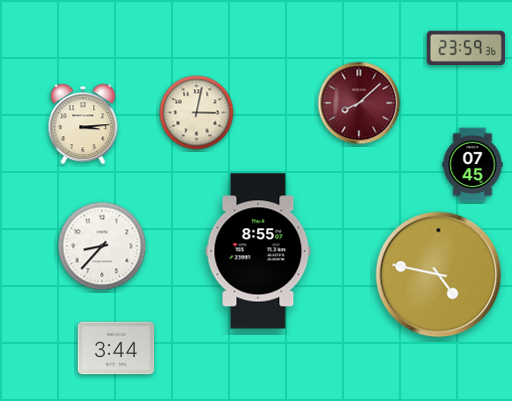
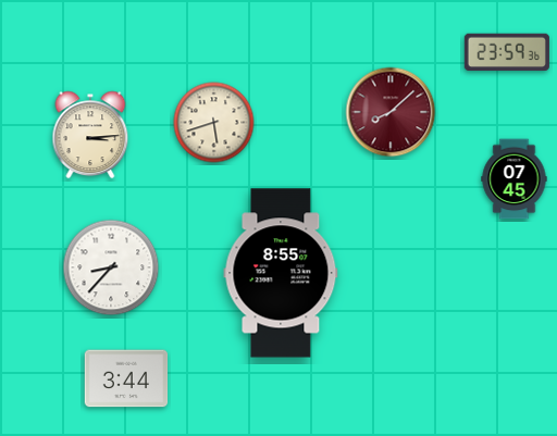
clock at (197, 113): 3:02 -> 5:42
clock at (439, 275): 4:47 -> none
